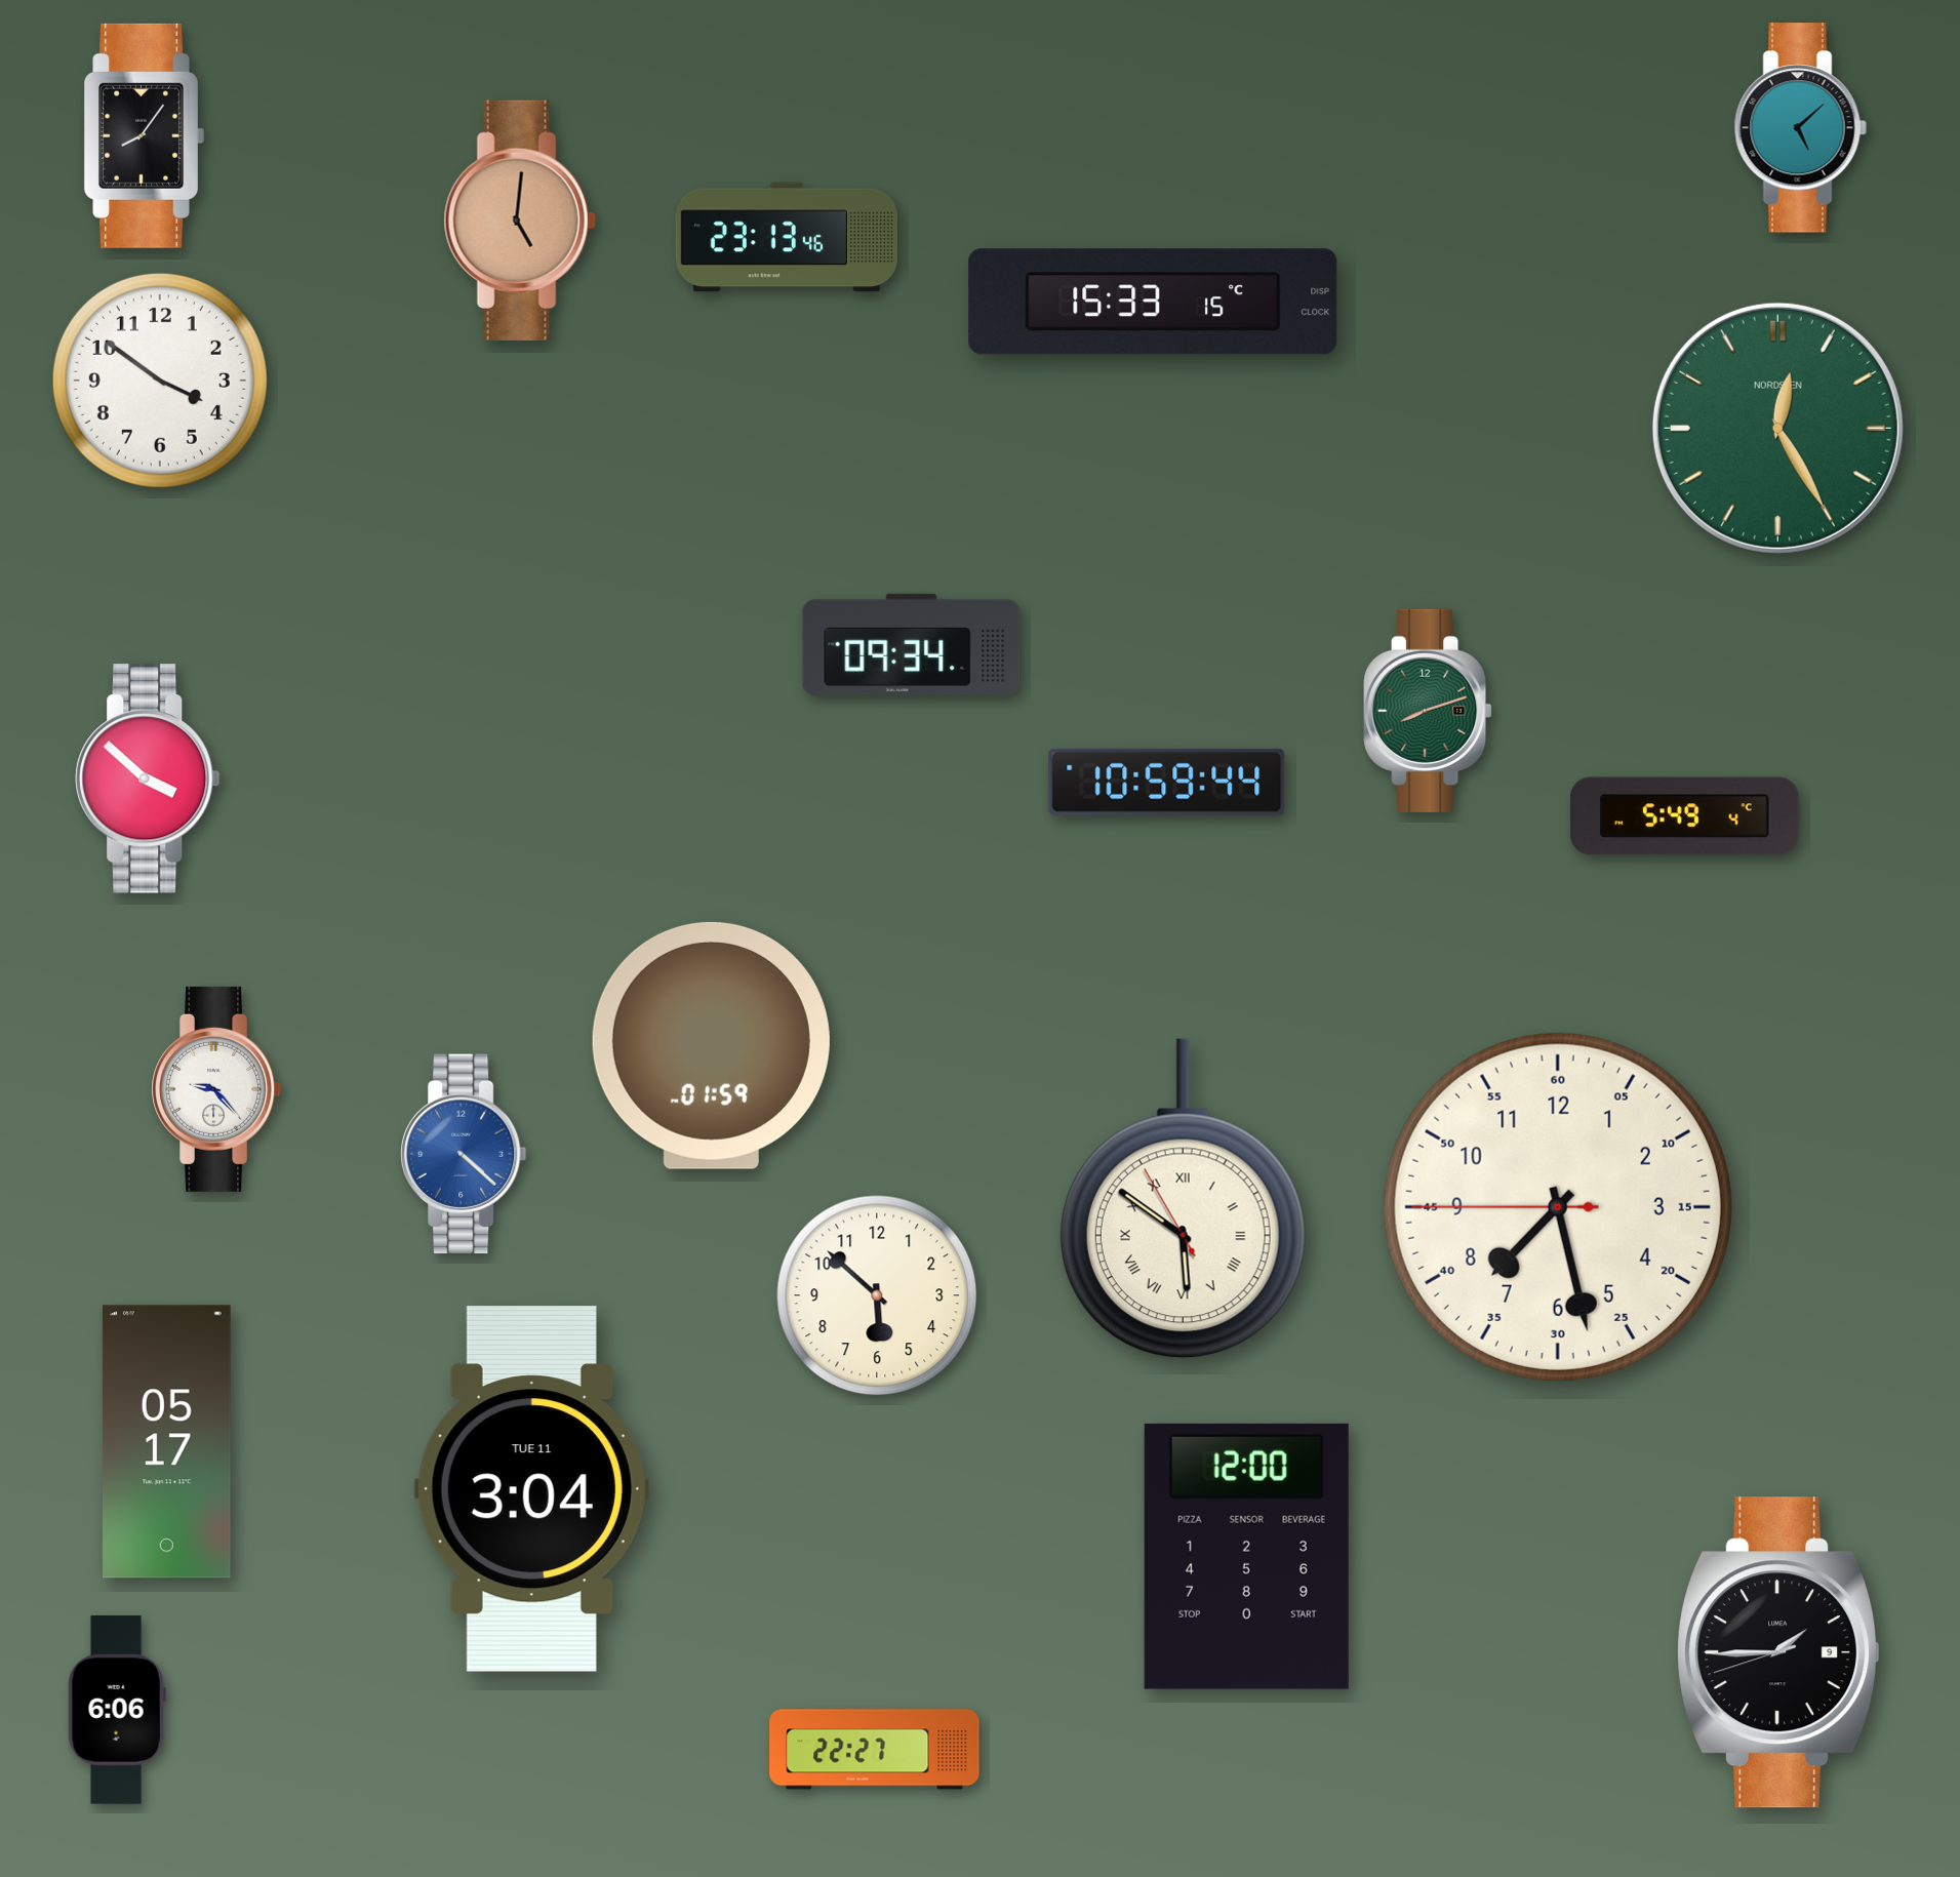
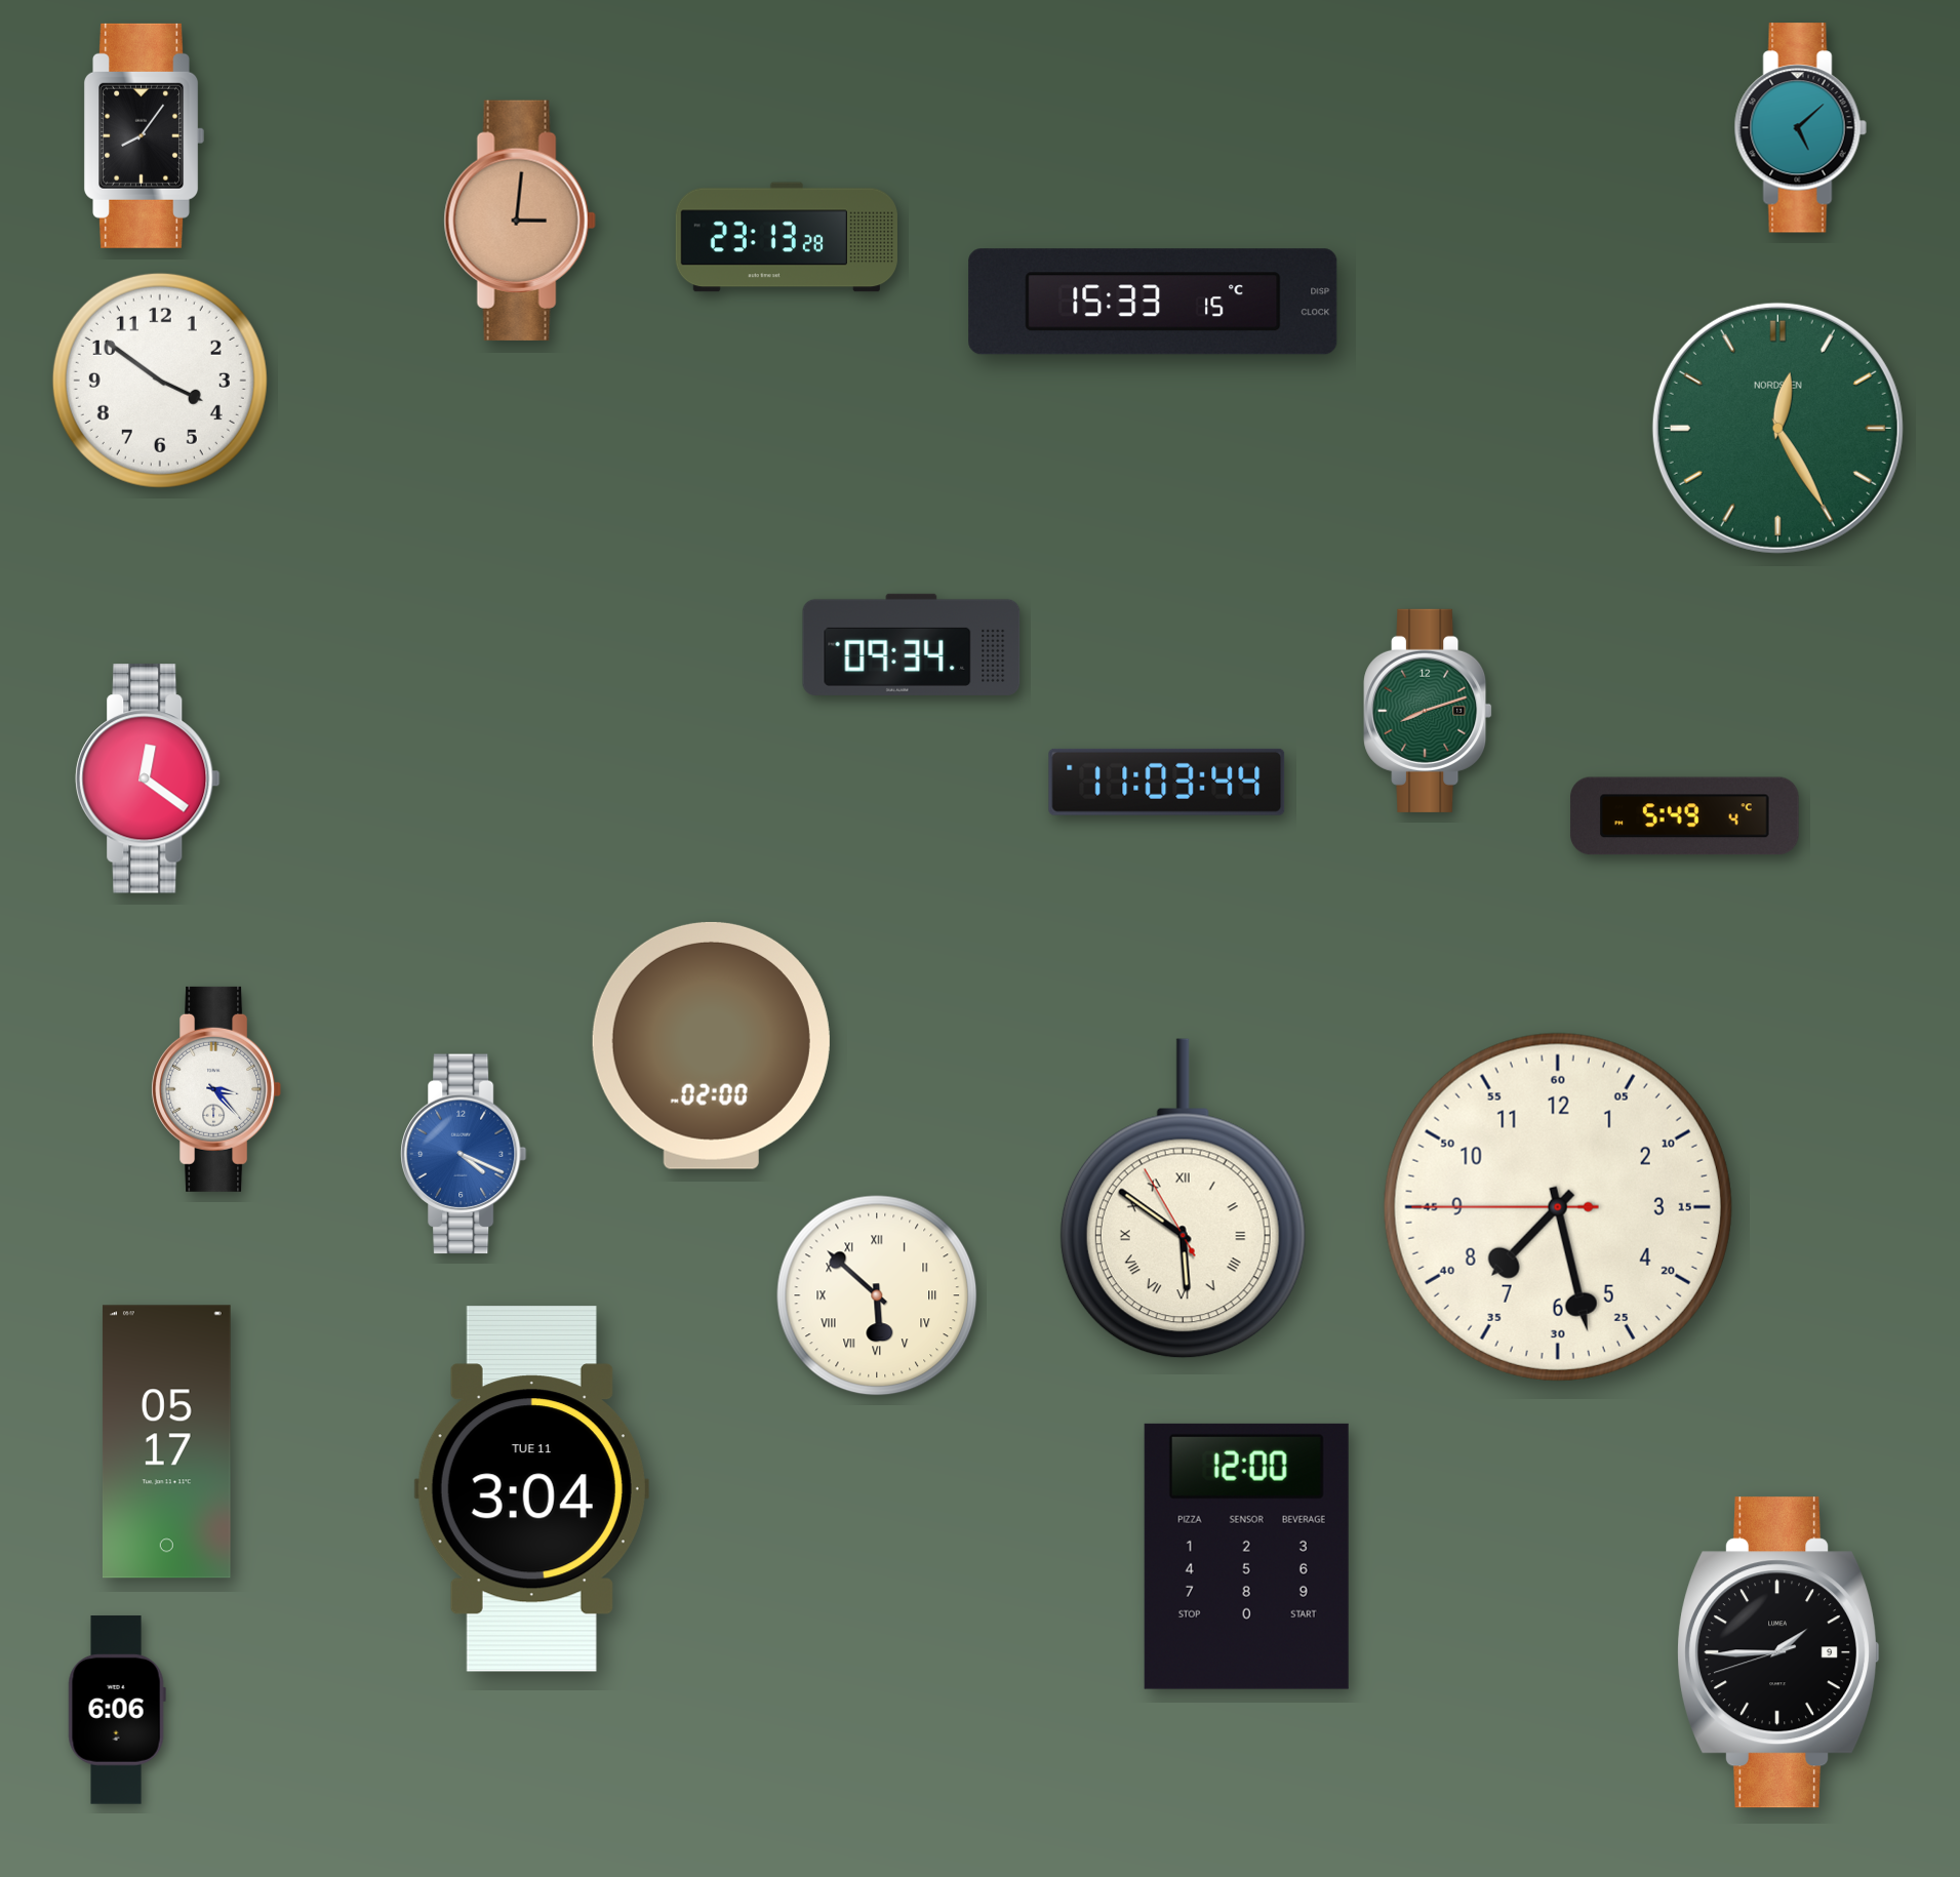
clock at (520, 221): 5:01 -> 3:01
clock at (787, 237): 23:13:46 -> 23:13:28
clock at (148, 778): 3:52 -> 12:21
clock at (1167, 782): 10:59 -> 11:03
clock at (711, 1045): 01:59 -> 02:00
clock at (216, 1089): 9:23 -> 3:23
clock at (465, 1154): 4:22 -> 4:19
clock at (877, 1295) numerals: Arabic -> Roman
clock at (875, 1750): 22:27 -> none
